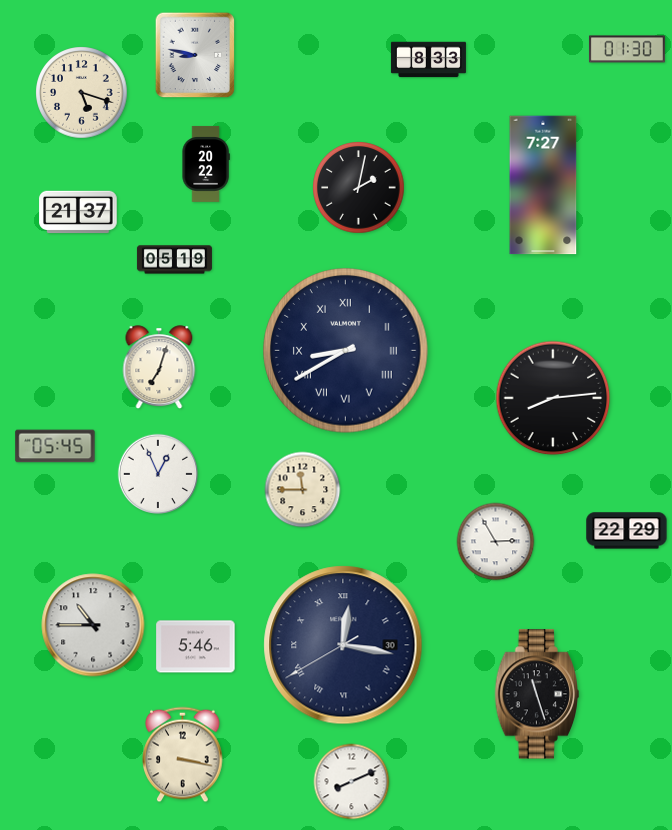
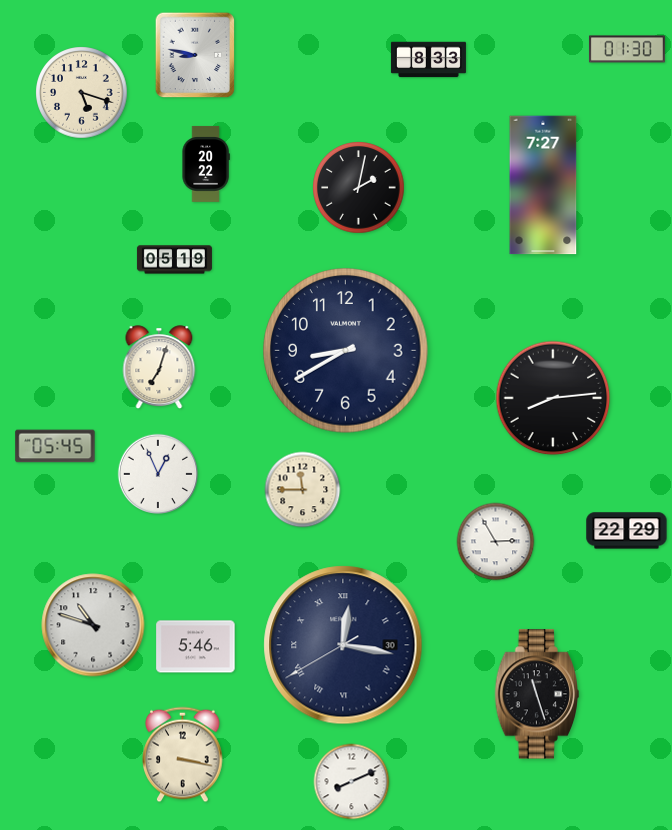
clock at (78, 212): 21:37 -> none
clock at (346, 351) numerals: Roman -> Arabic
clock at (93, 625): 10:45 -> 10:48
